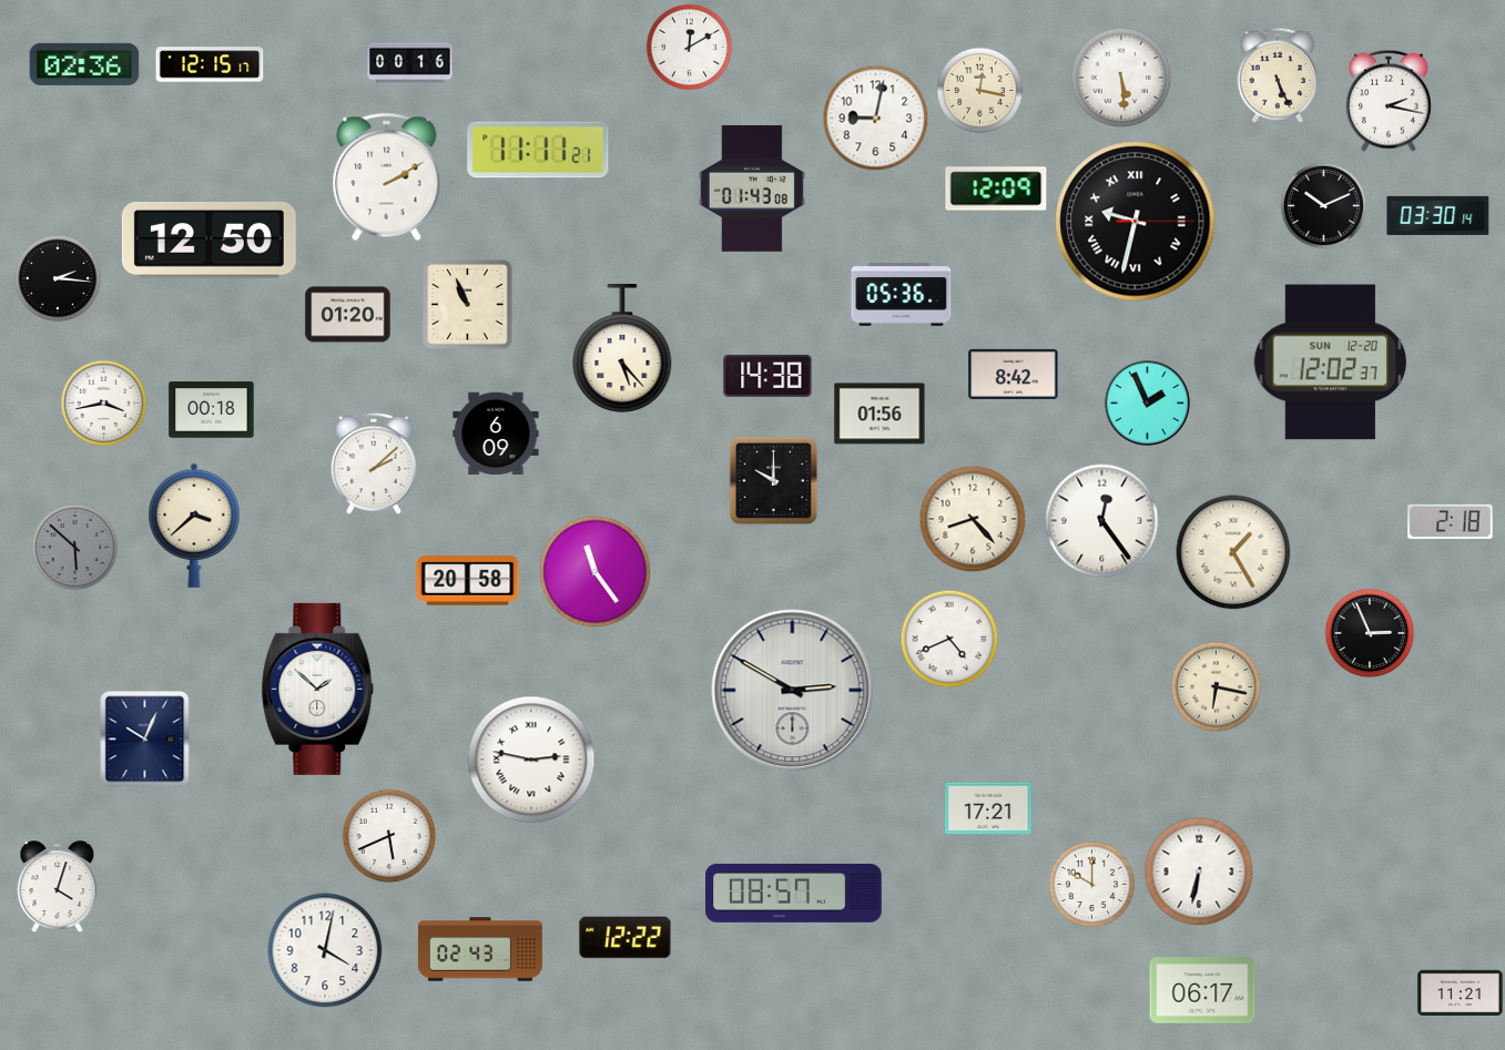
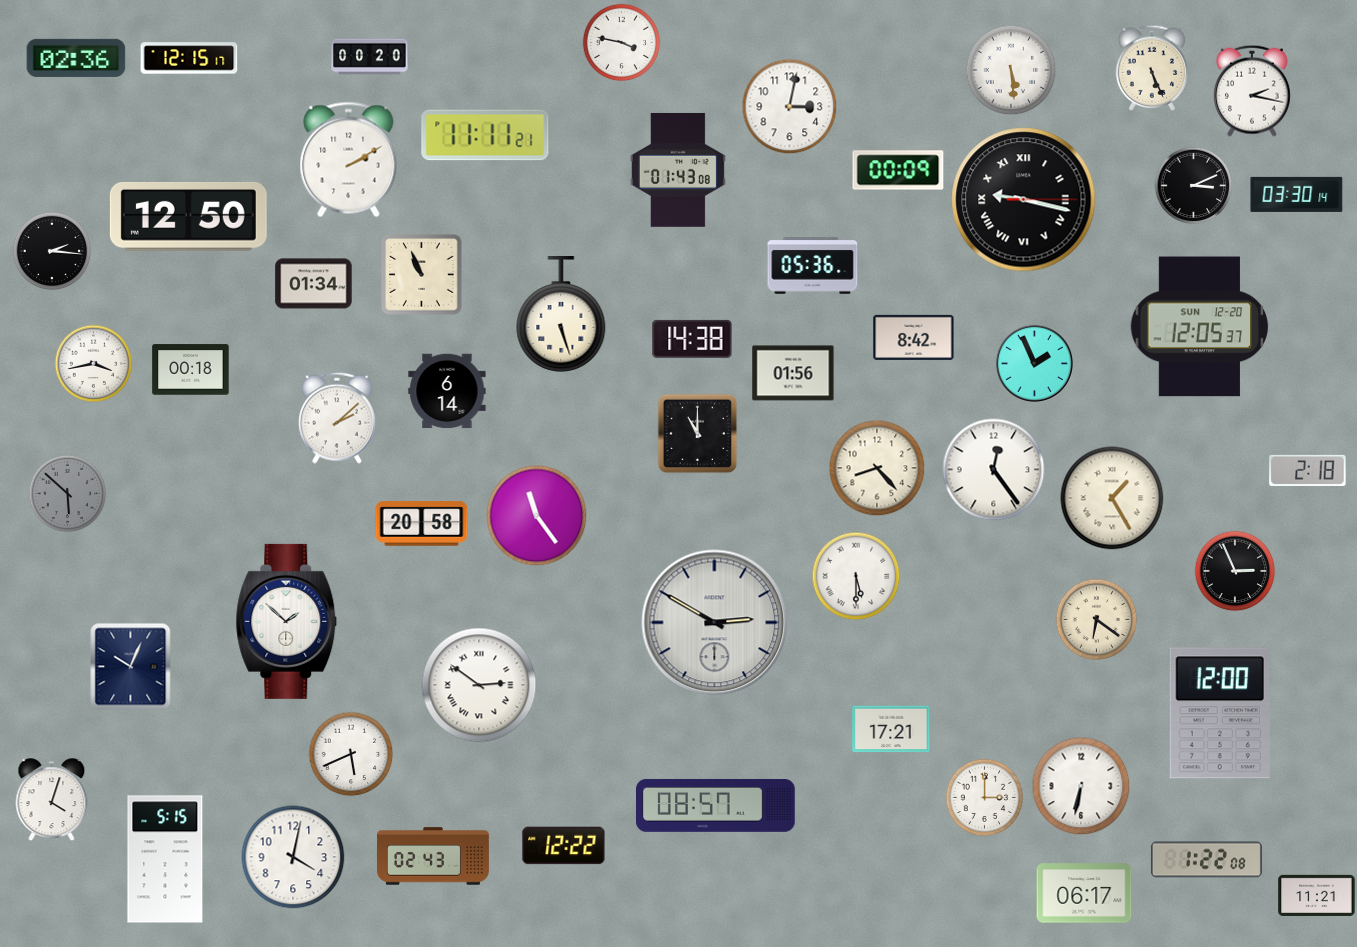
clock at (689, 47): 12:10 -> 3:47
clock at (410, 63): 00:16 -> 00:20
clock at (979, 90): 12:17 -> none
clock at (875, 118): 9:02 -> 3:02
clock at (996, 188): 12:09 -> 00:09
clock at (1323, 205): 10:11 -> 3:11
clock at (1136, 222): 9:32 -> 9:17
clock at (348, 315): 01:20 -> 01:34
clock at (622, 349): 5:23 -> 5:27
clock at (1331, 363): 12:02 -> 12:05
clock at (496, 434): 6:09 -> 6:14
clock at (773, 480): 10:00 -> 11:00
clock at (194, 526): 3:38 -> none
clock at (949, 639): 4:41 -> 5:30
clock at (1216, 686): 6:17 -> 6:21
clock at (531, 760): 2:47 -> 2:51
clock at (1220, 713): none -> 12:00
clock at (1091, 884): 10:00 -> 3:00
clock at (165, 859): none -> 5:15
clock at (1206, 860): none -> 1:22
